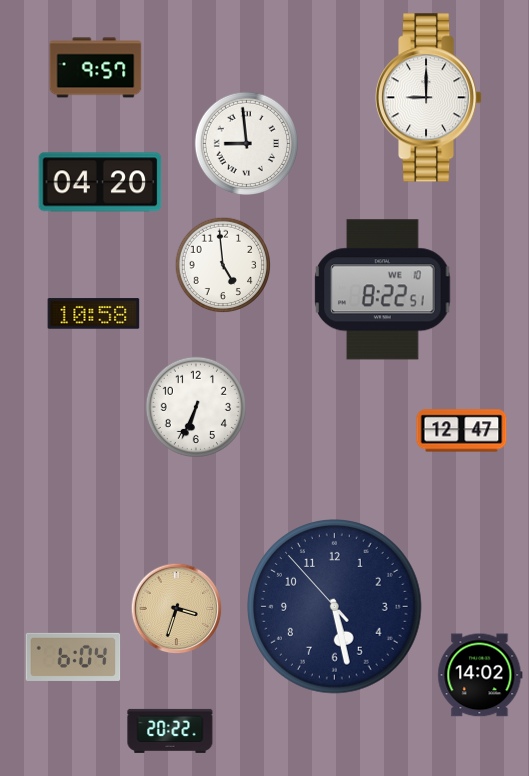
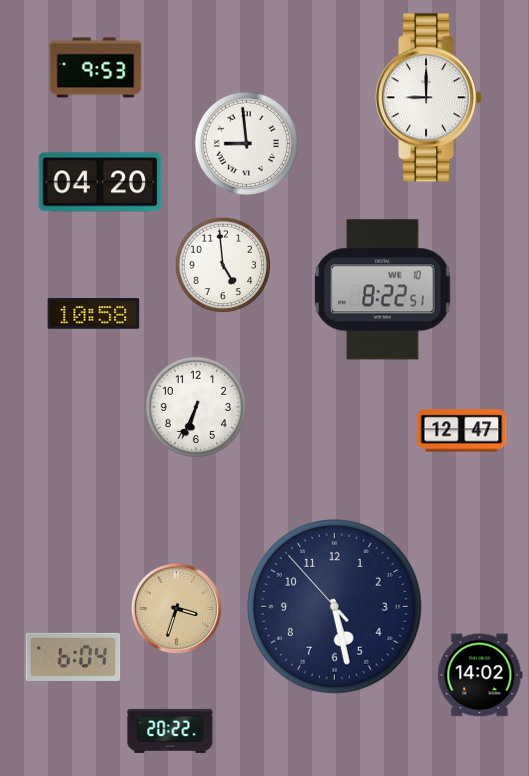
clock at (96, 68): 9:57 -> 9:53
